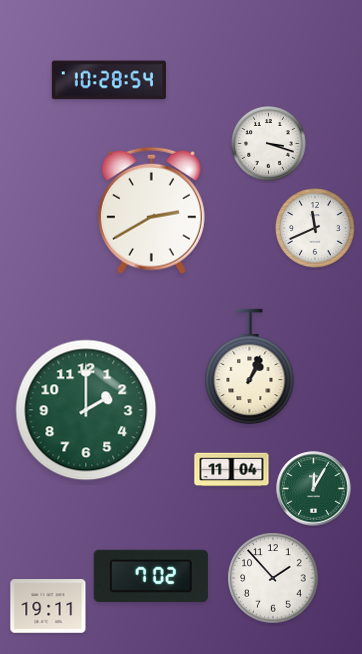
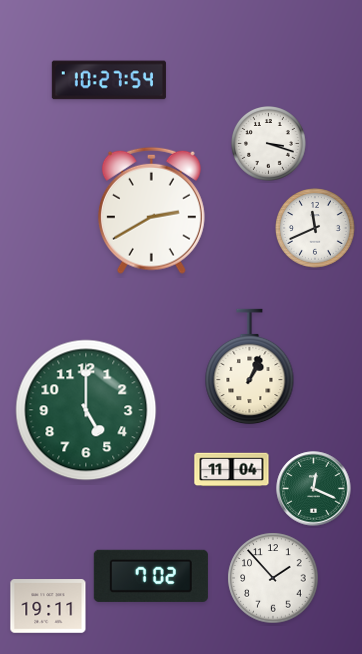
clock at (109, 80): 10:28 -> 10:27
clock at (86, 410): 2:00 -> 5:00
clock at (314, 489): 12:05 -> 12:19
